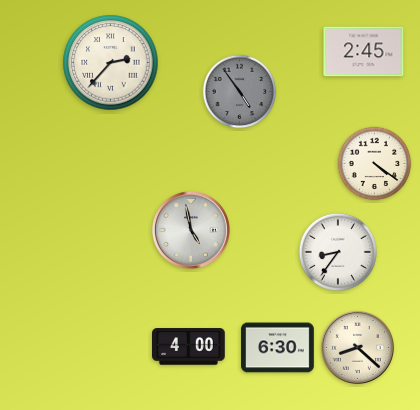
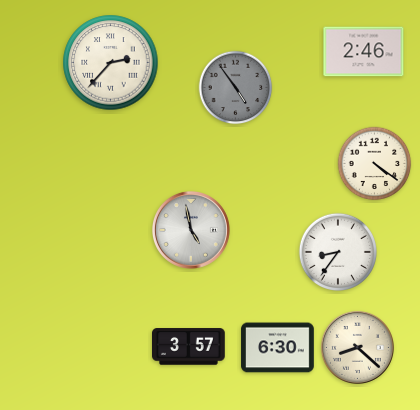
clock at (364, 52): 2:45 -> 2:46
clock at (240, 92) position: (240, 92) -> (236, 88)
clock at (189, 347): 4:00 -> 3:57
